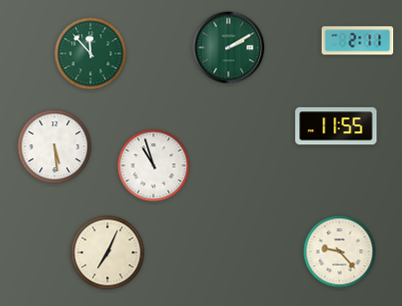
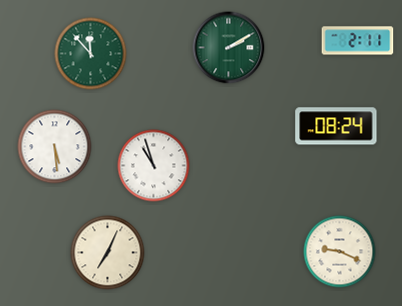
clock at (336, 126): 11:55 -> 08:24
clock at (340, 252): 9:23 -> 9:19
